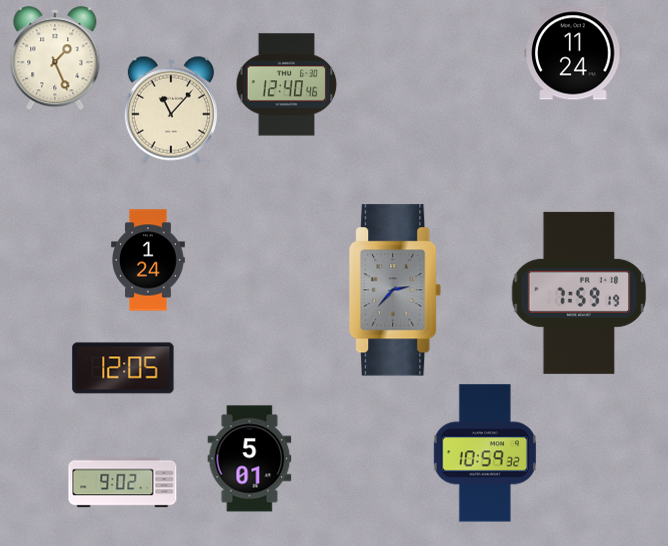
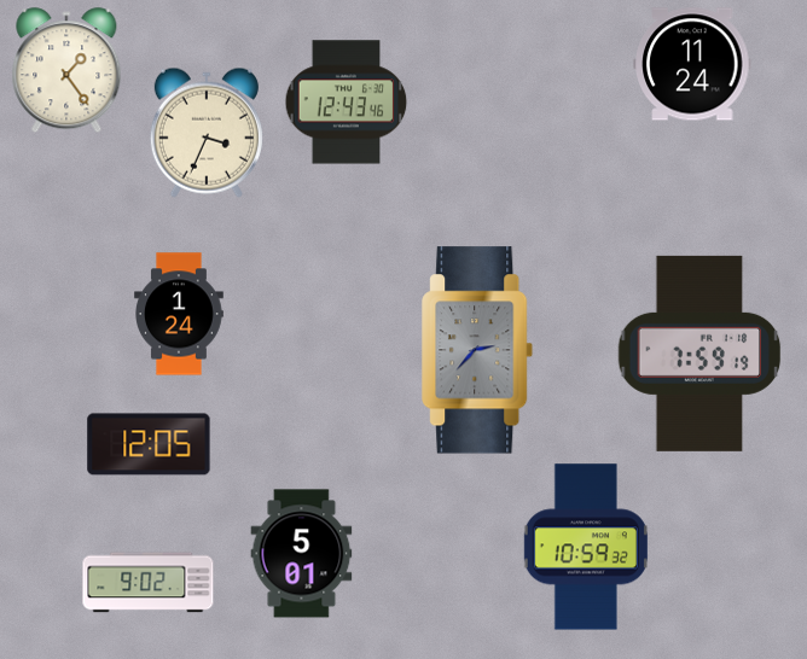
clock at (55, 59): 1:26 -> 1:24
clock at (287, 85): 12:40 -> 12:43
clock at (171, 110): 11:07 -> 3:34
